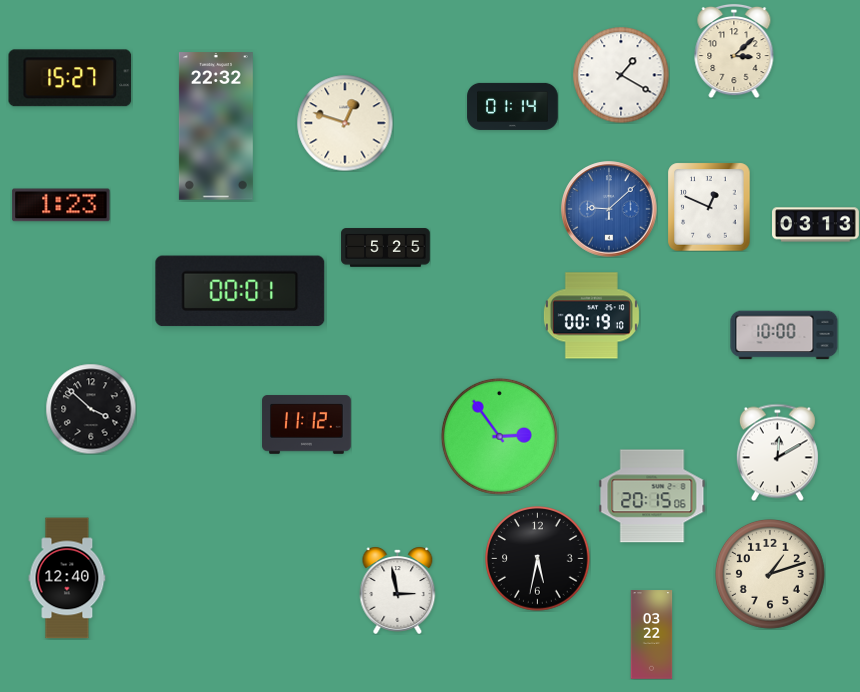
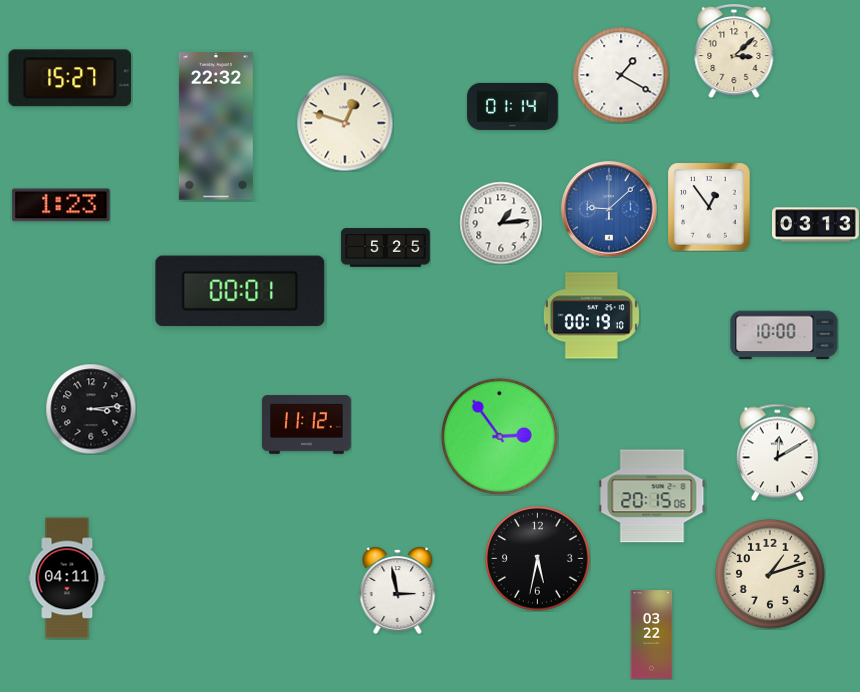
clock at (709, 207): 12:49 -> 12:54
clock at (501, 223): none -> 1:14
clock at (91, 409): 3:52 -> 3:14
clock at (67, 578): 12:40 -> 04:11
